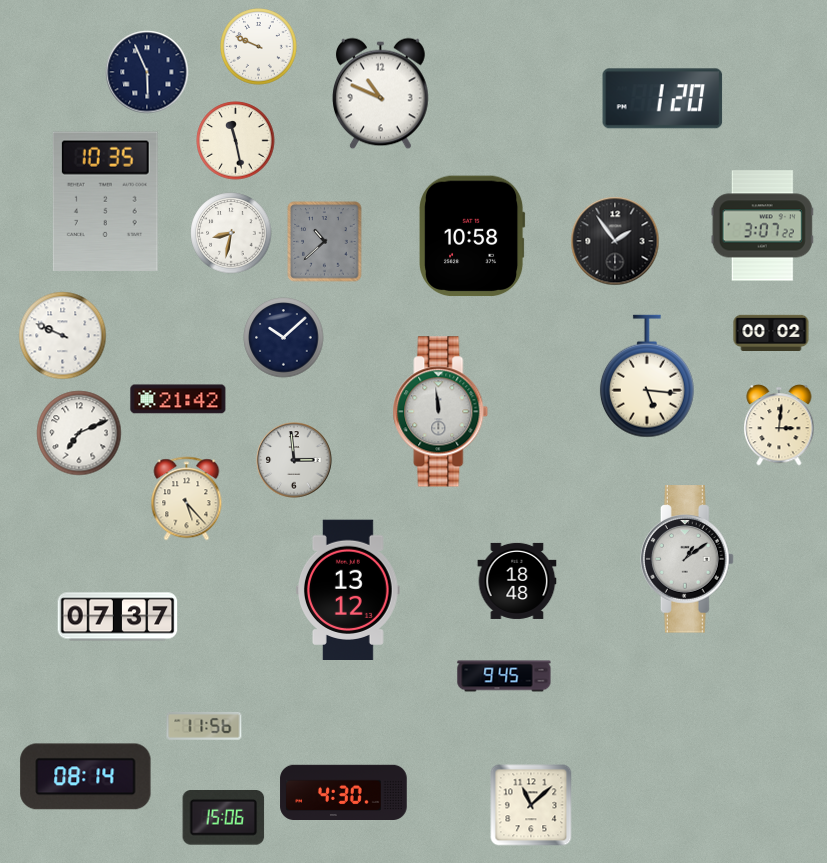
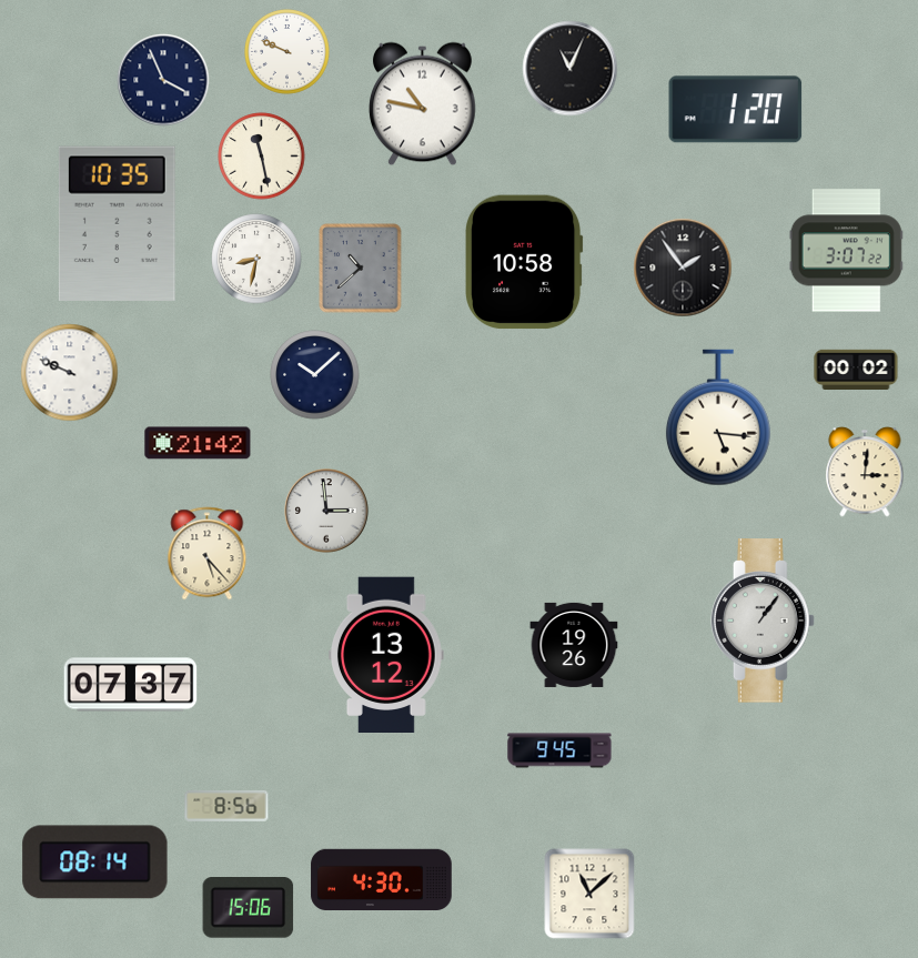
clock at (571, 69): none -> 11:04
clock at (147, 72): 5:56 -> 3:56
clock at (381, 94): 10:49 -> 10:47
clock at (441, 412): 11:59 -> none
clock at (79, 433): 7:11 -> none
clock at (687, 559): 1:09 -> 1:06
clock at (517, 581): 18:48 -> 19:26
clock at (204, 726): 11:56 -> 8:56
